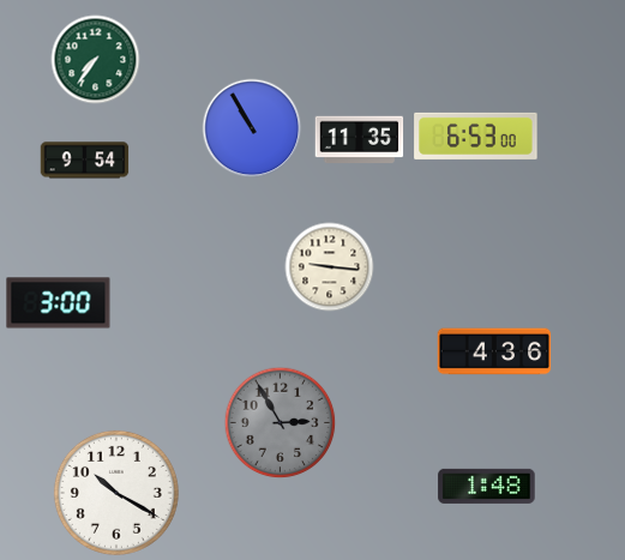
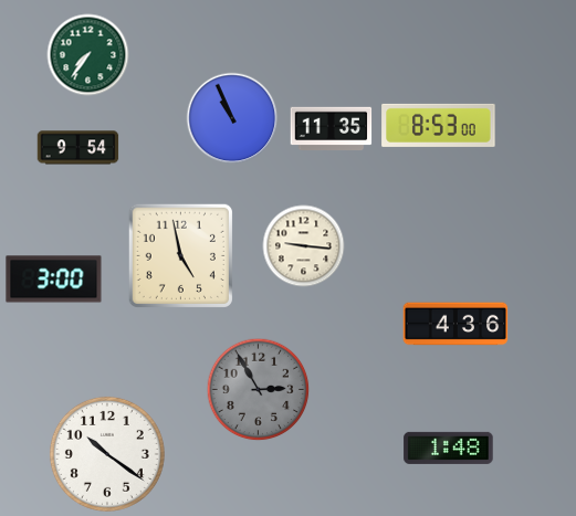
clock at (252, 128): 10:55 -> 10:56
clock at (476, 136): 6:53 -> 8:53
clock at (180, 255): none -> 4:58
clock at (116, 493): 10:20 -> 10:21
